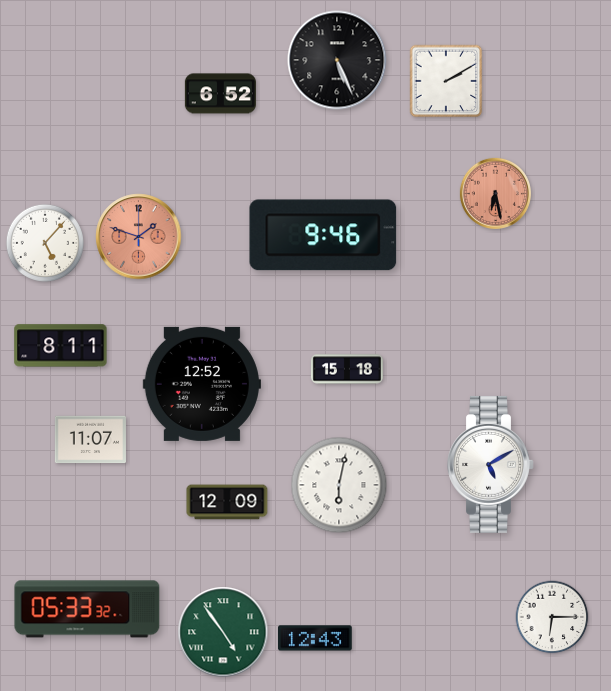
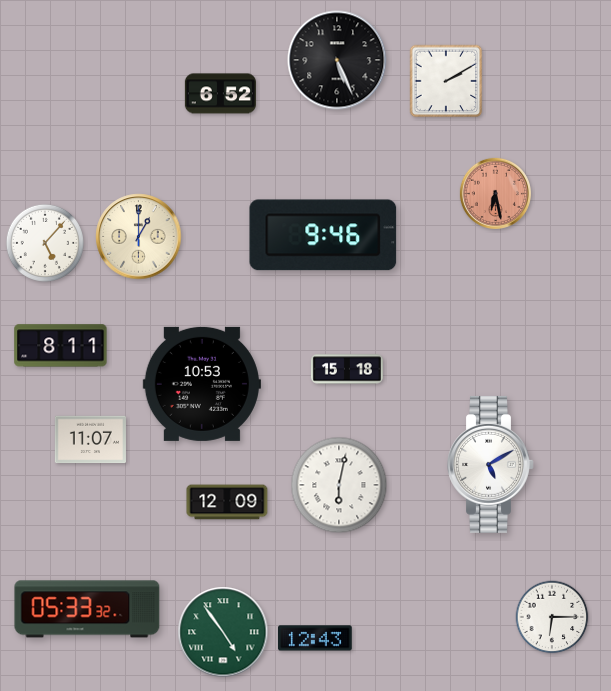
clock at (139, 237): 1:48 -> 1:00
clock at (139, 237) dial: salmon -> cream
clock at (202, 384): 12:52 -> 10:53
